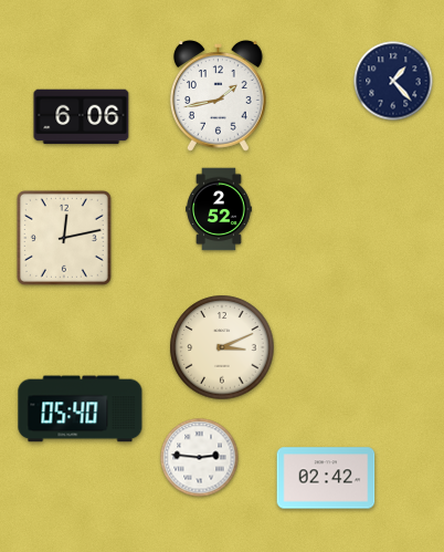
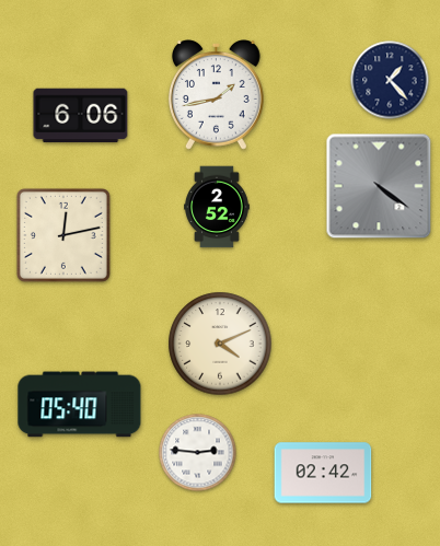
clock at (379, 186): none -> 4:21
clock at (222, 347): 3:11 -> 4:11
